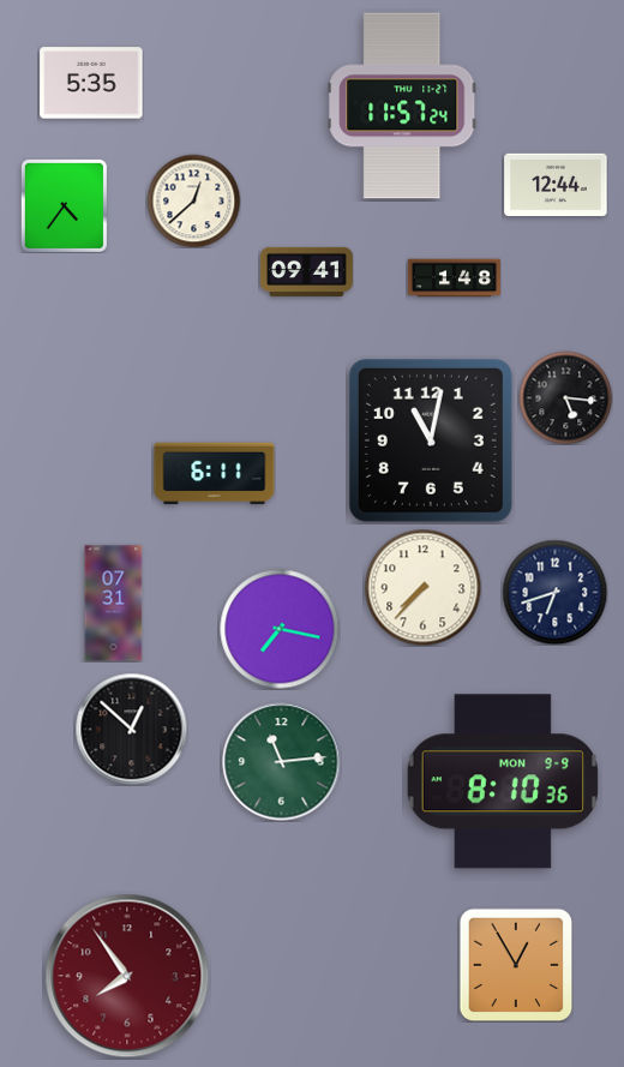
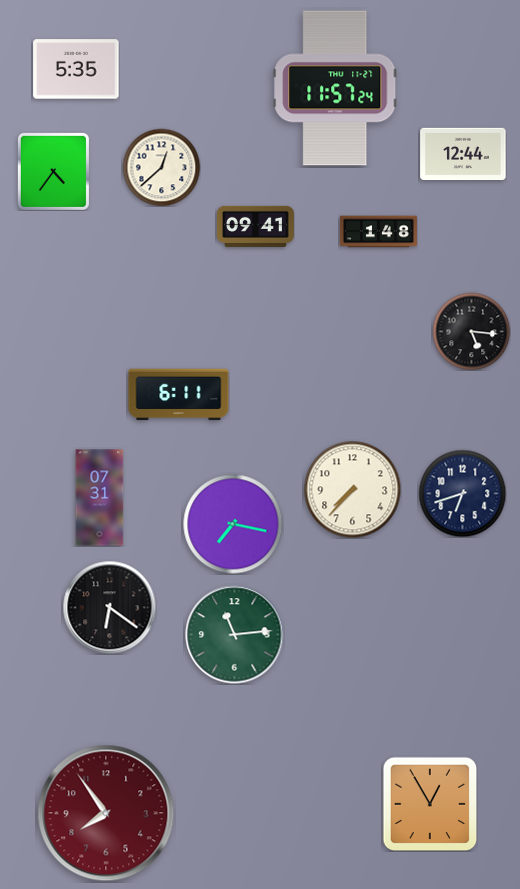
clock at (431, 440): 11:02 -> none
clock at (114, 604) position: (114, 604) -> (100, 498)
clock at (131, 729): 12:52 -> 6:21
clock at (503, 781): 8:10 -> none
